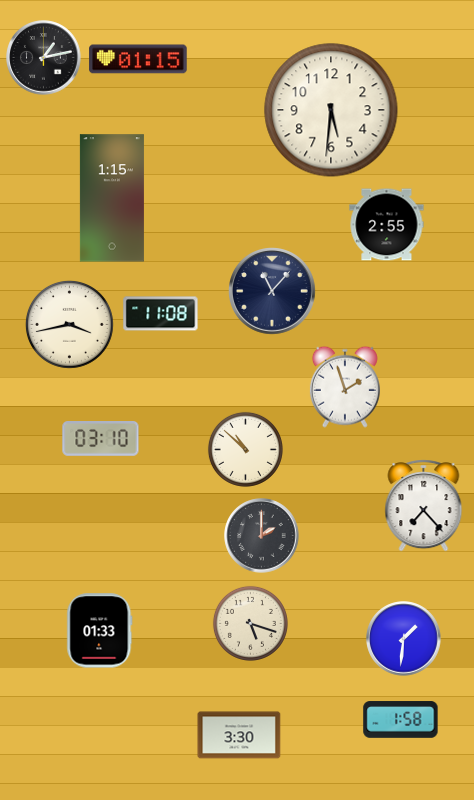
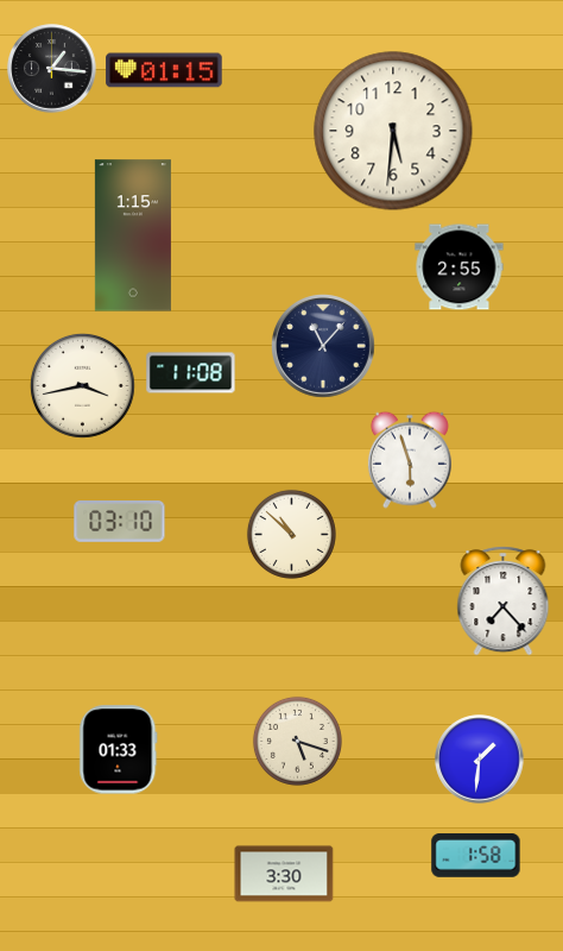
clock at (44, 58): 1:13 -> 1:16
clock at (345, 387): 1:57 -> 5:57
clock at (262, 536): 2:00 -> none
